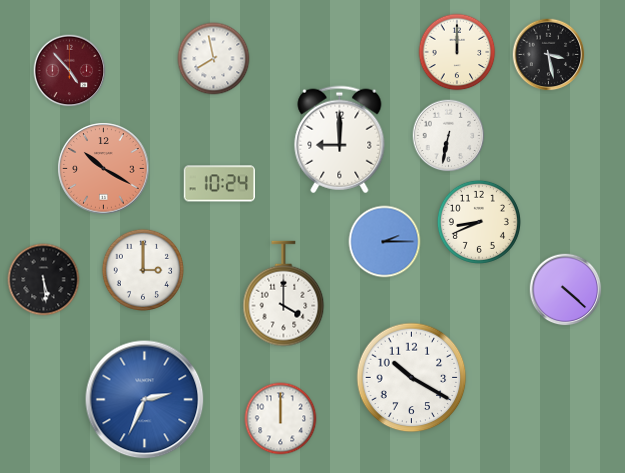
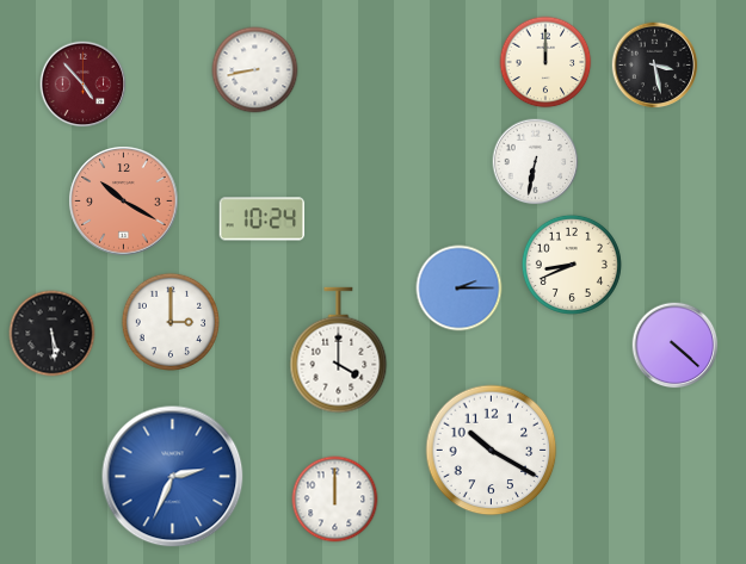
clock at (214, 59): 7:58 -> 8:43
clock at (340, 140): 9:00 -> none
